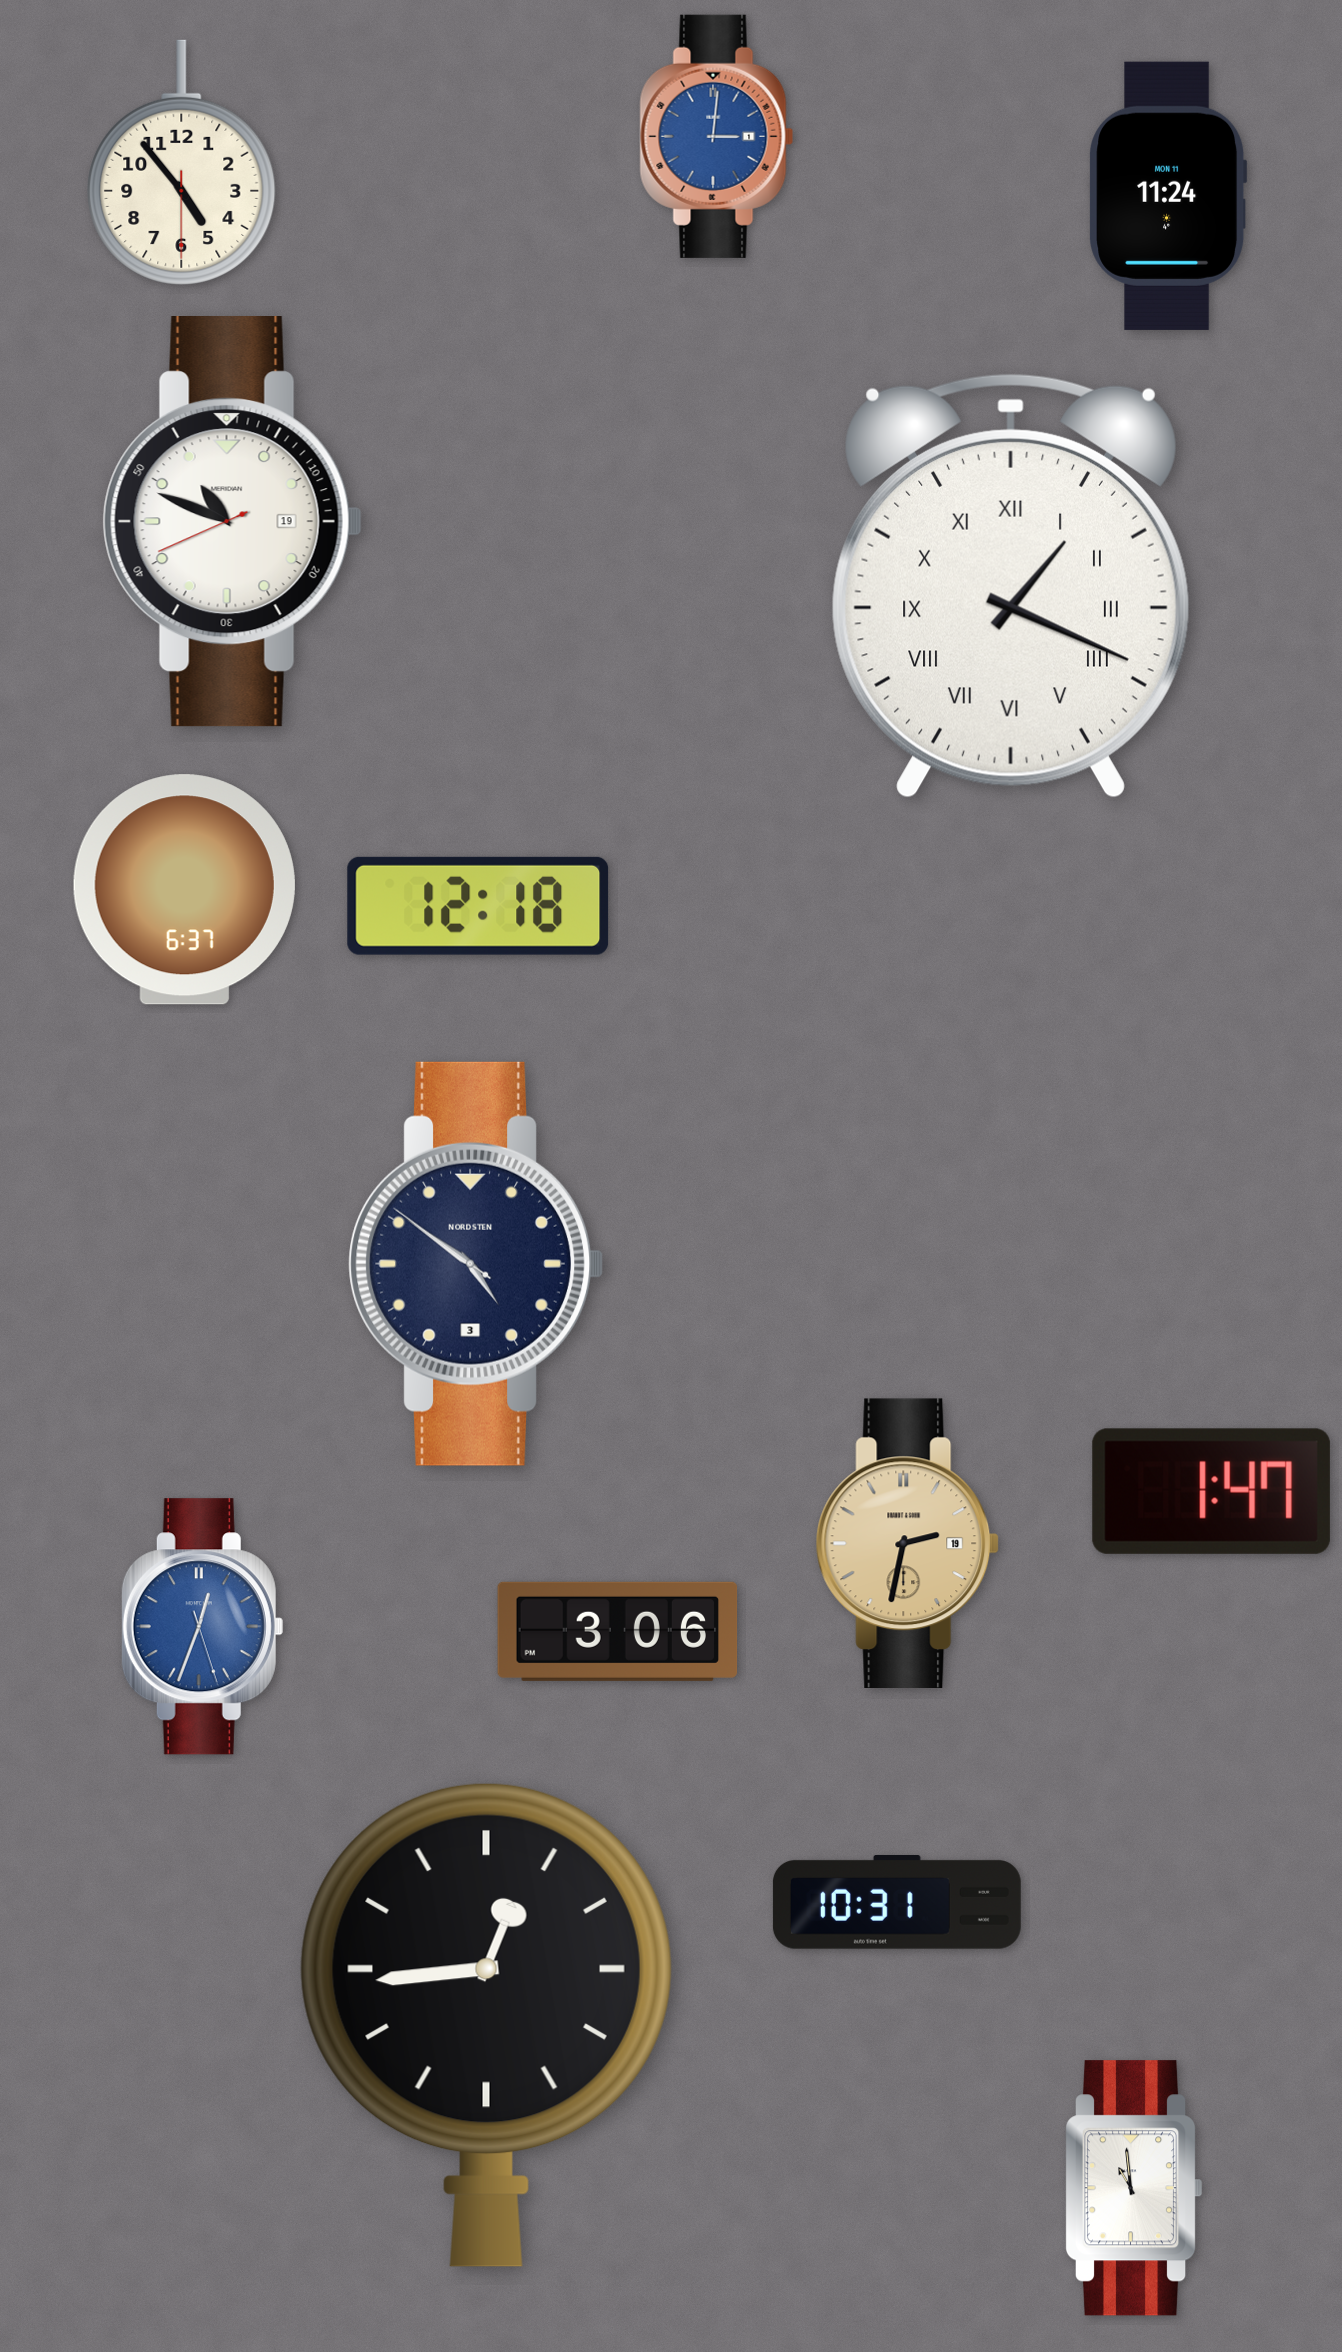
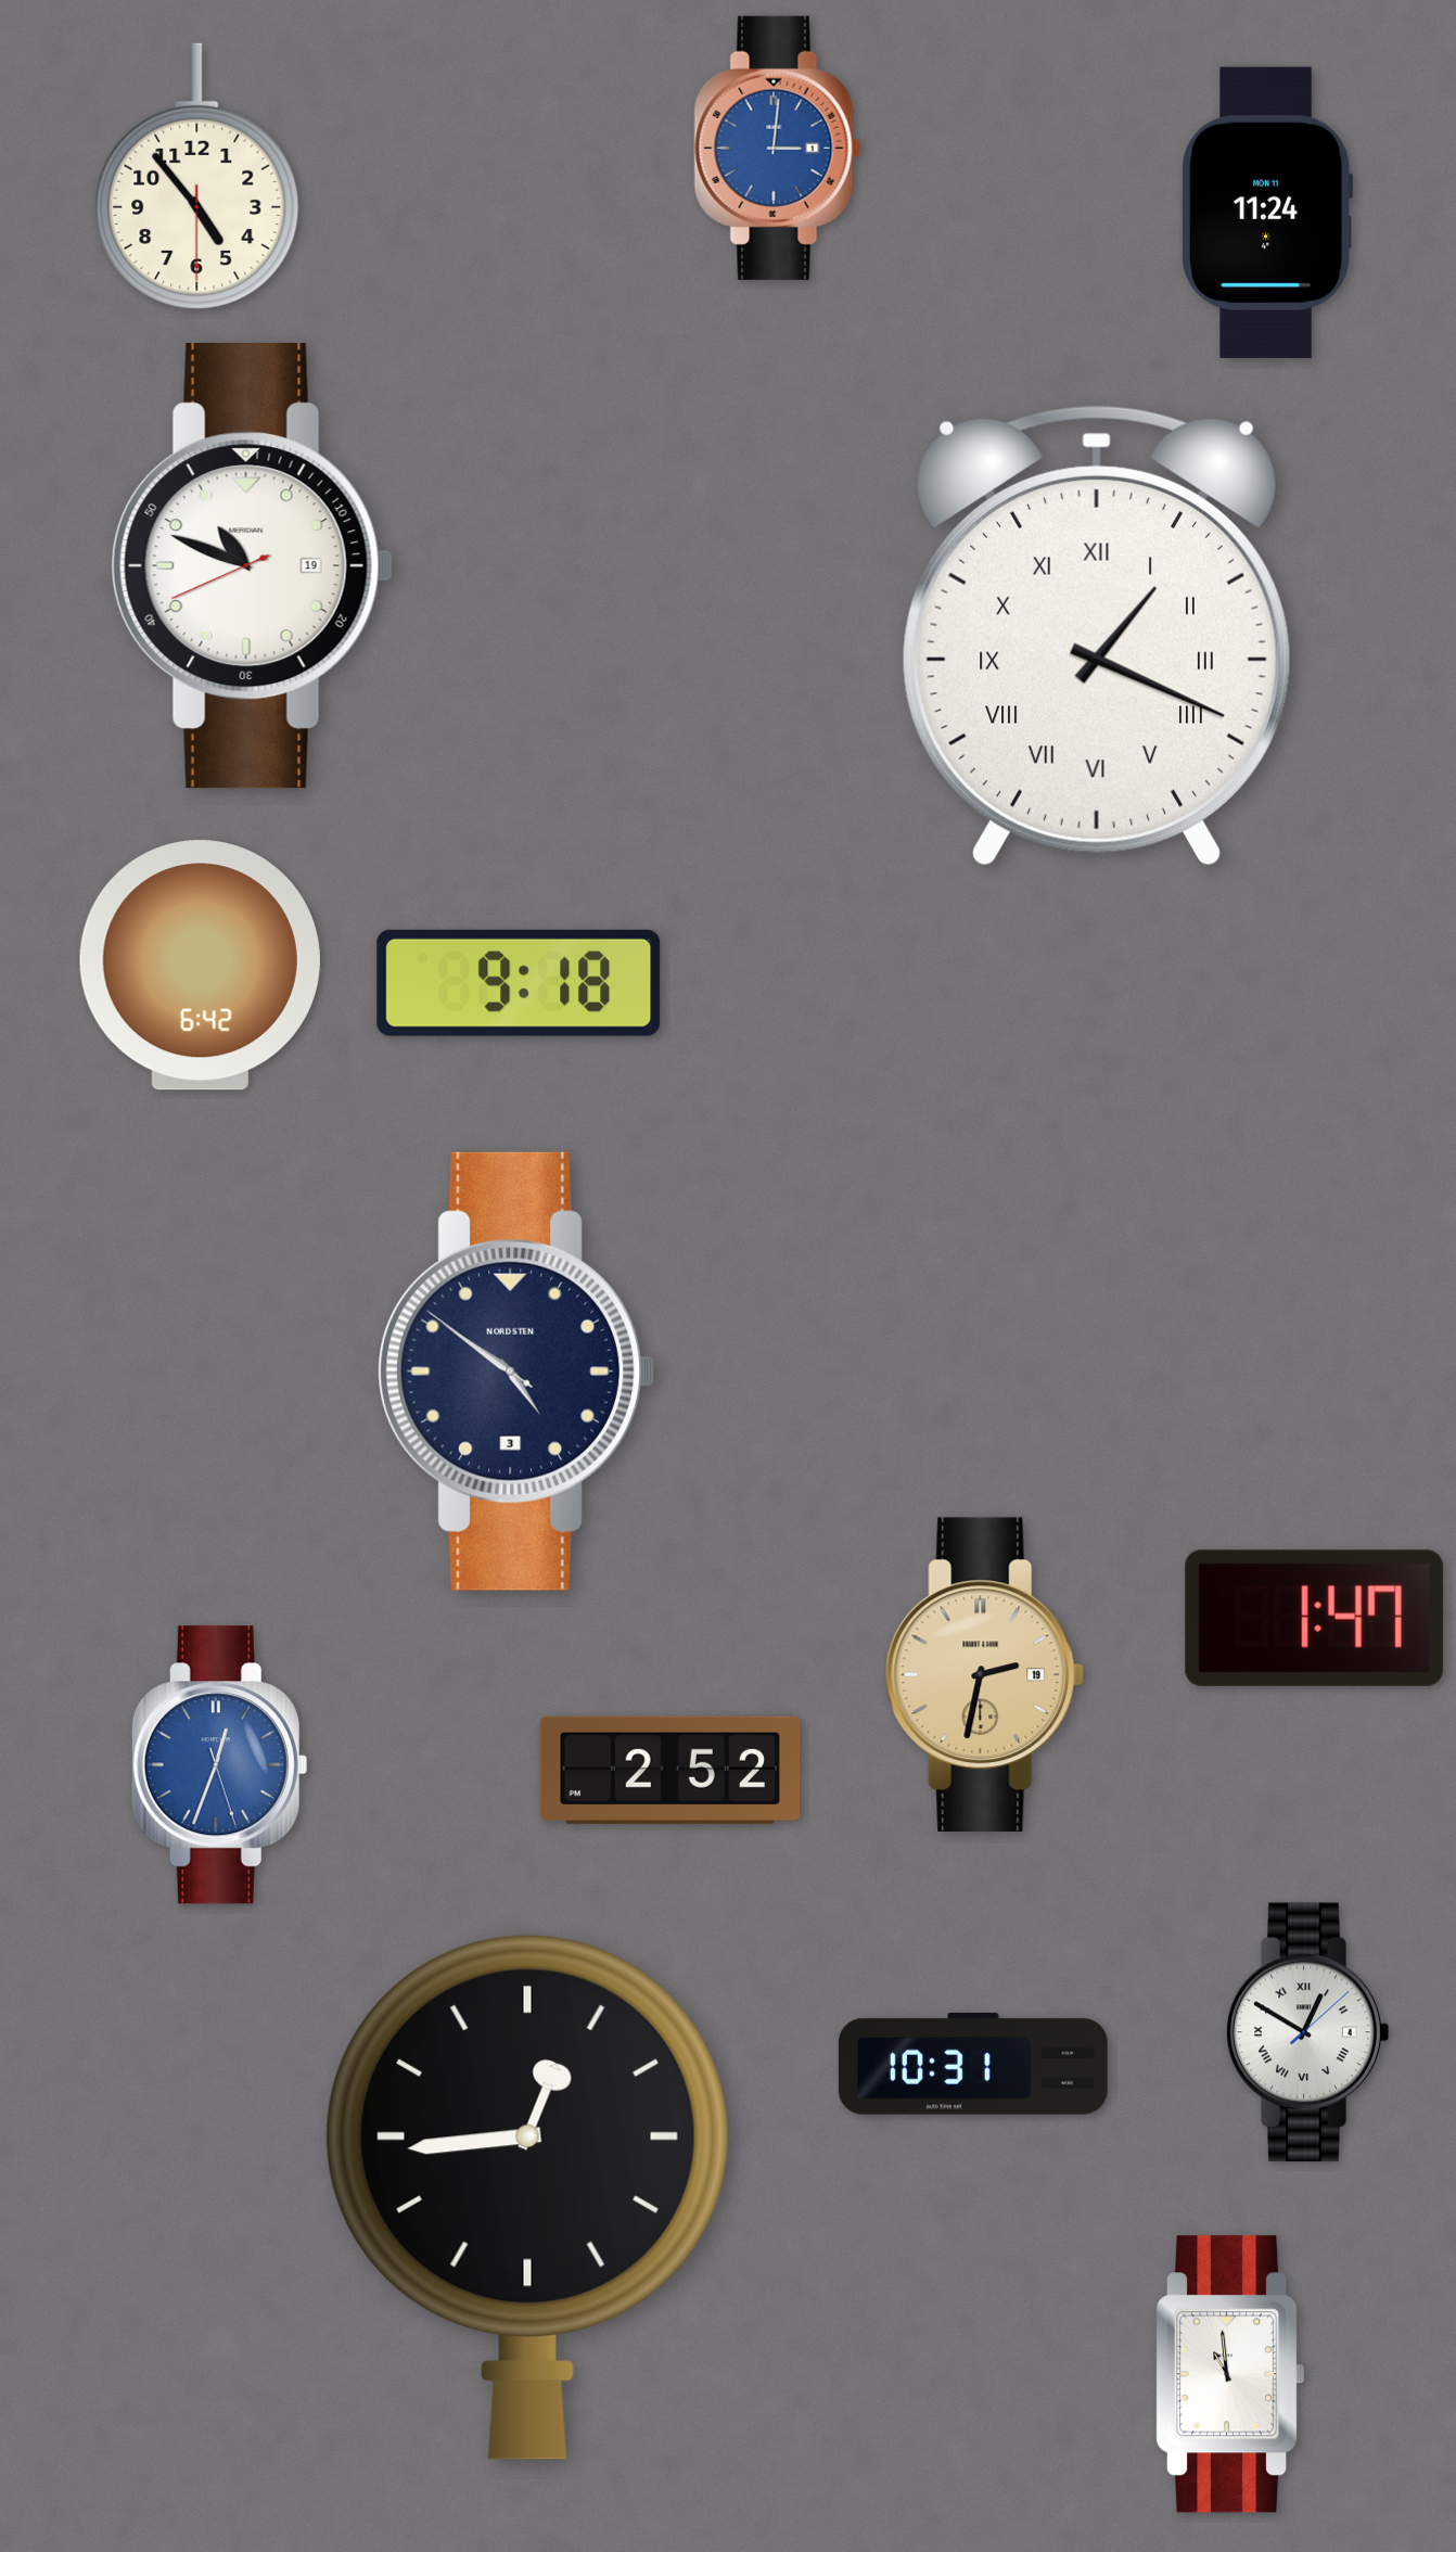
clock at (184, 890): 6:37 -> 6:42
clock at (478, 906): 12:18 -> 9:18
clock at (618, 1631): 3:06 -> 2:52
clock at (1307, 2032): none -> 12:50
